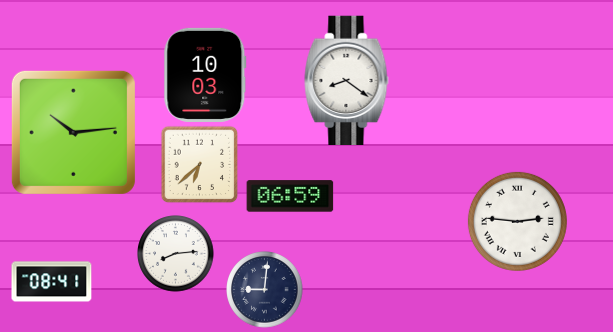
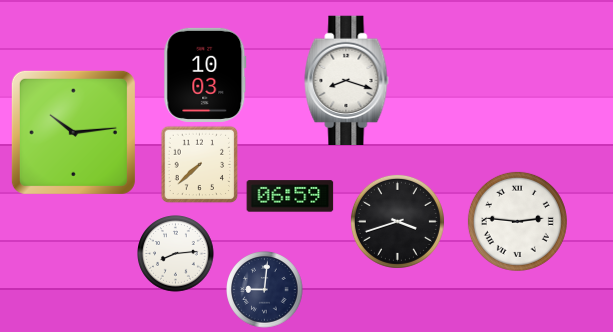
clock at (347, 81): 8:21 -> 8:18
clock at (199, 164): 6:38 -> 7:38
clock at (397, 221): none -> 3:42
clock at (52, 282): 08:41 -> none
